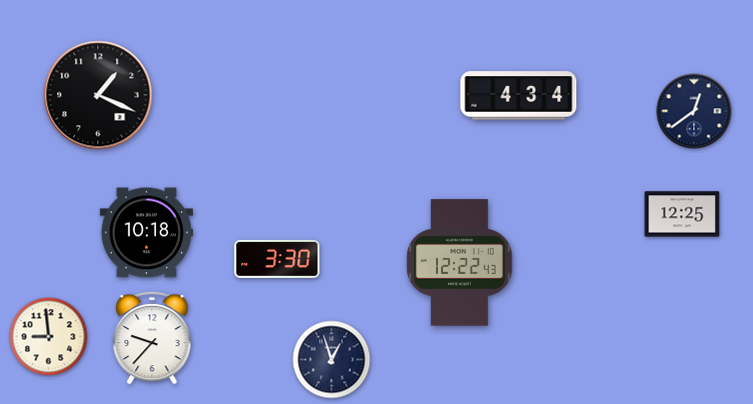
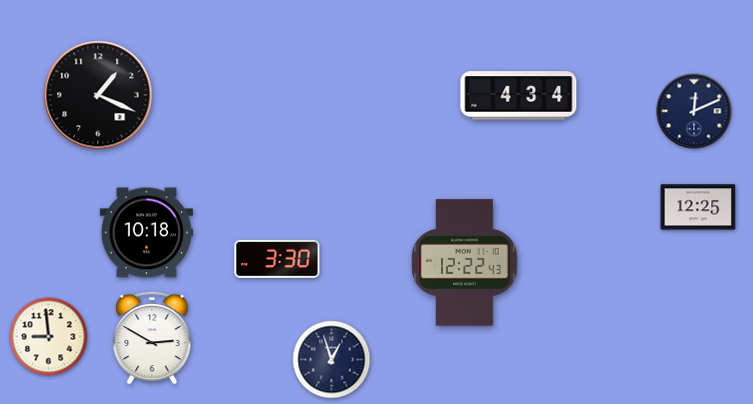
clock at (694, 111): 12:39 -> 12:11
clock at (682, 214) position: (682, 214) -> (698, 207)
clock at (460, 263) position: (460, 263) -> (465, 263)
clock at (152, 338): 9:37 -> 2:50
